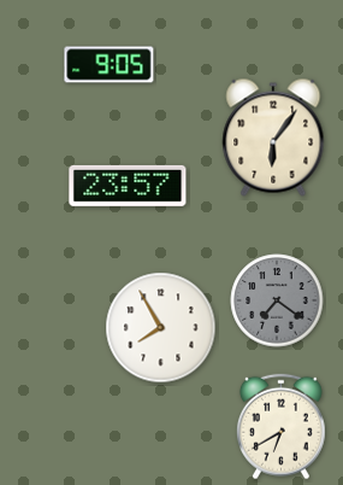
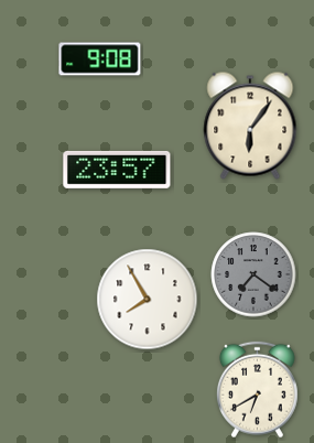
clock at (110, 65): 9:05 -> 9:08
